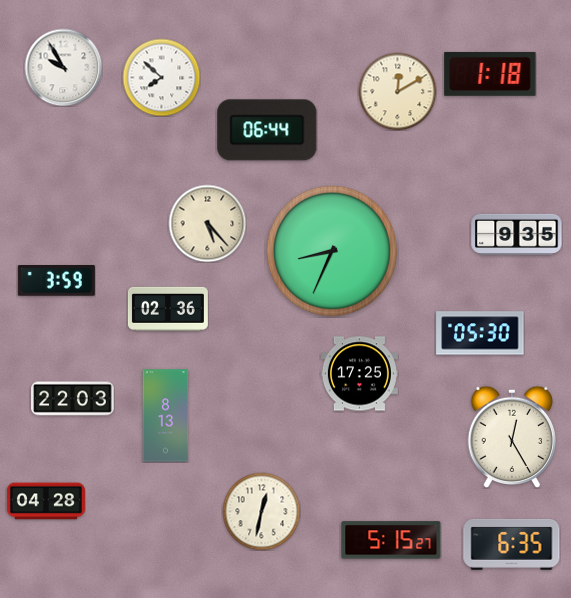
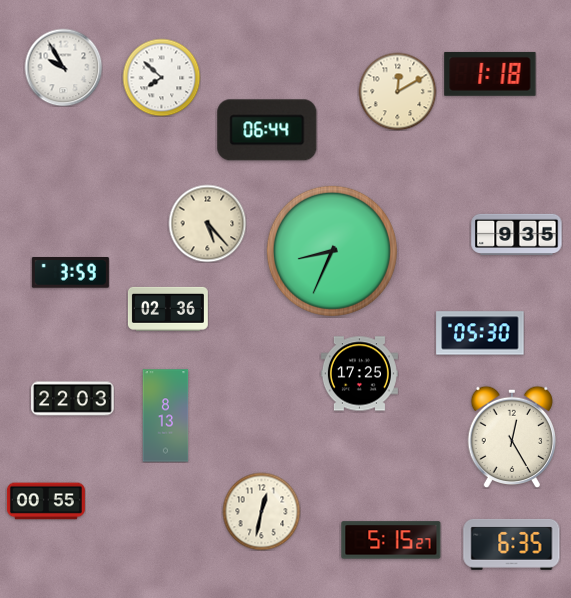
clock at (56, 281) position: (56, 281) -> (70, 273)
clock at (46, 501): 04:28 -> 00:55
